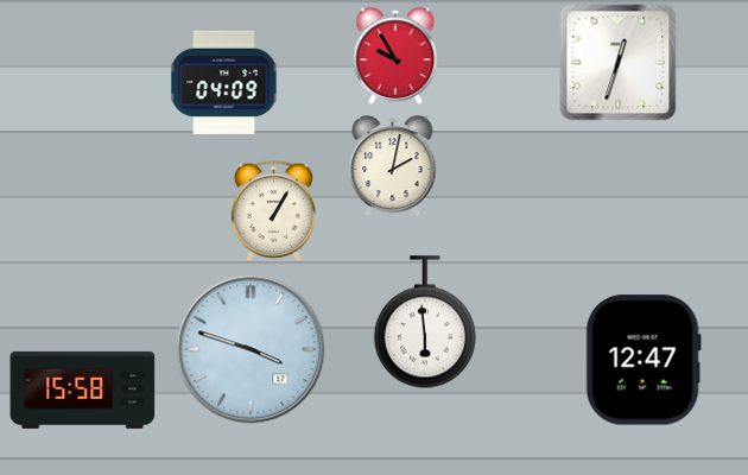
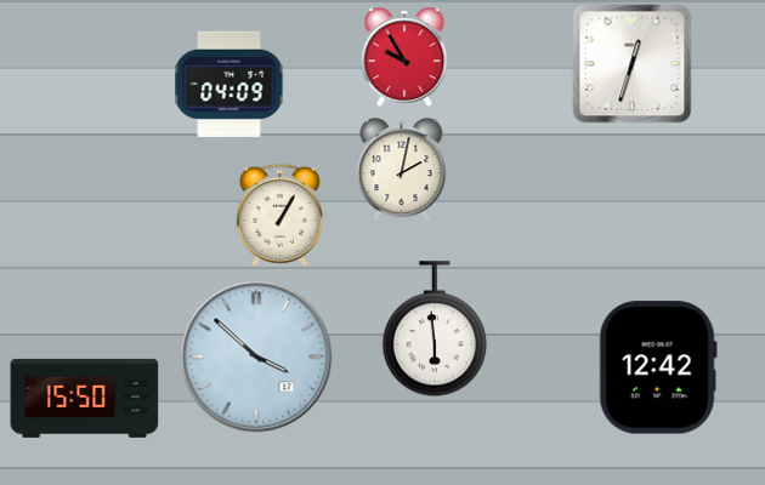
clock at (251, 349): 3:48 -> 3:52
clock at (644, 360): 12:47 -> 12:42
clock at (83, 389): 15:58 -> 15:50
